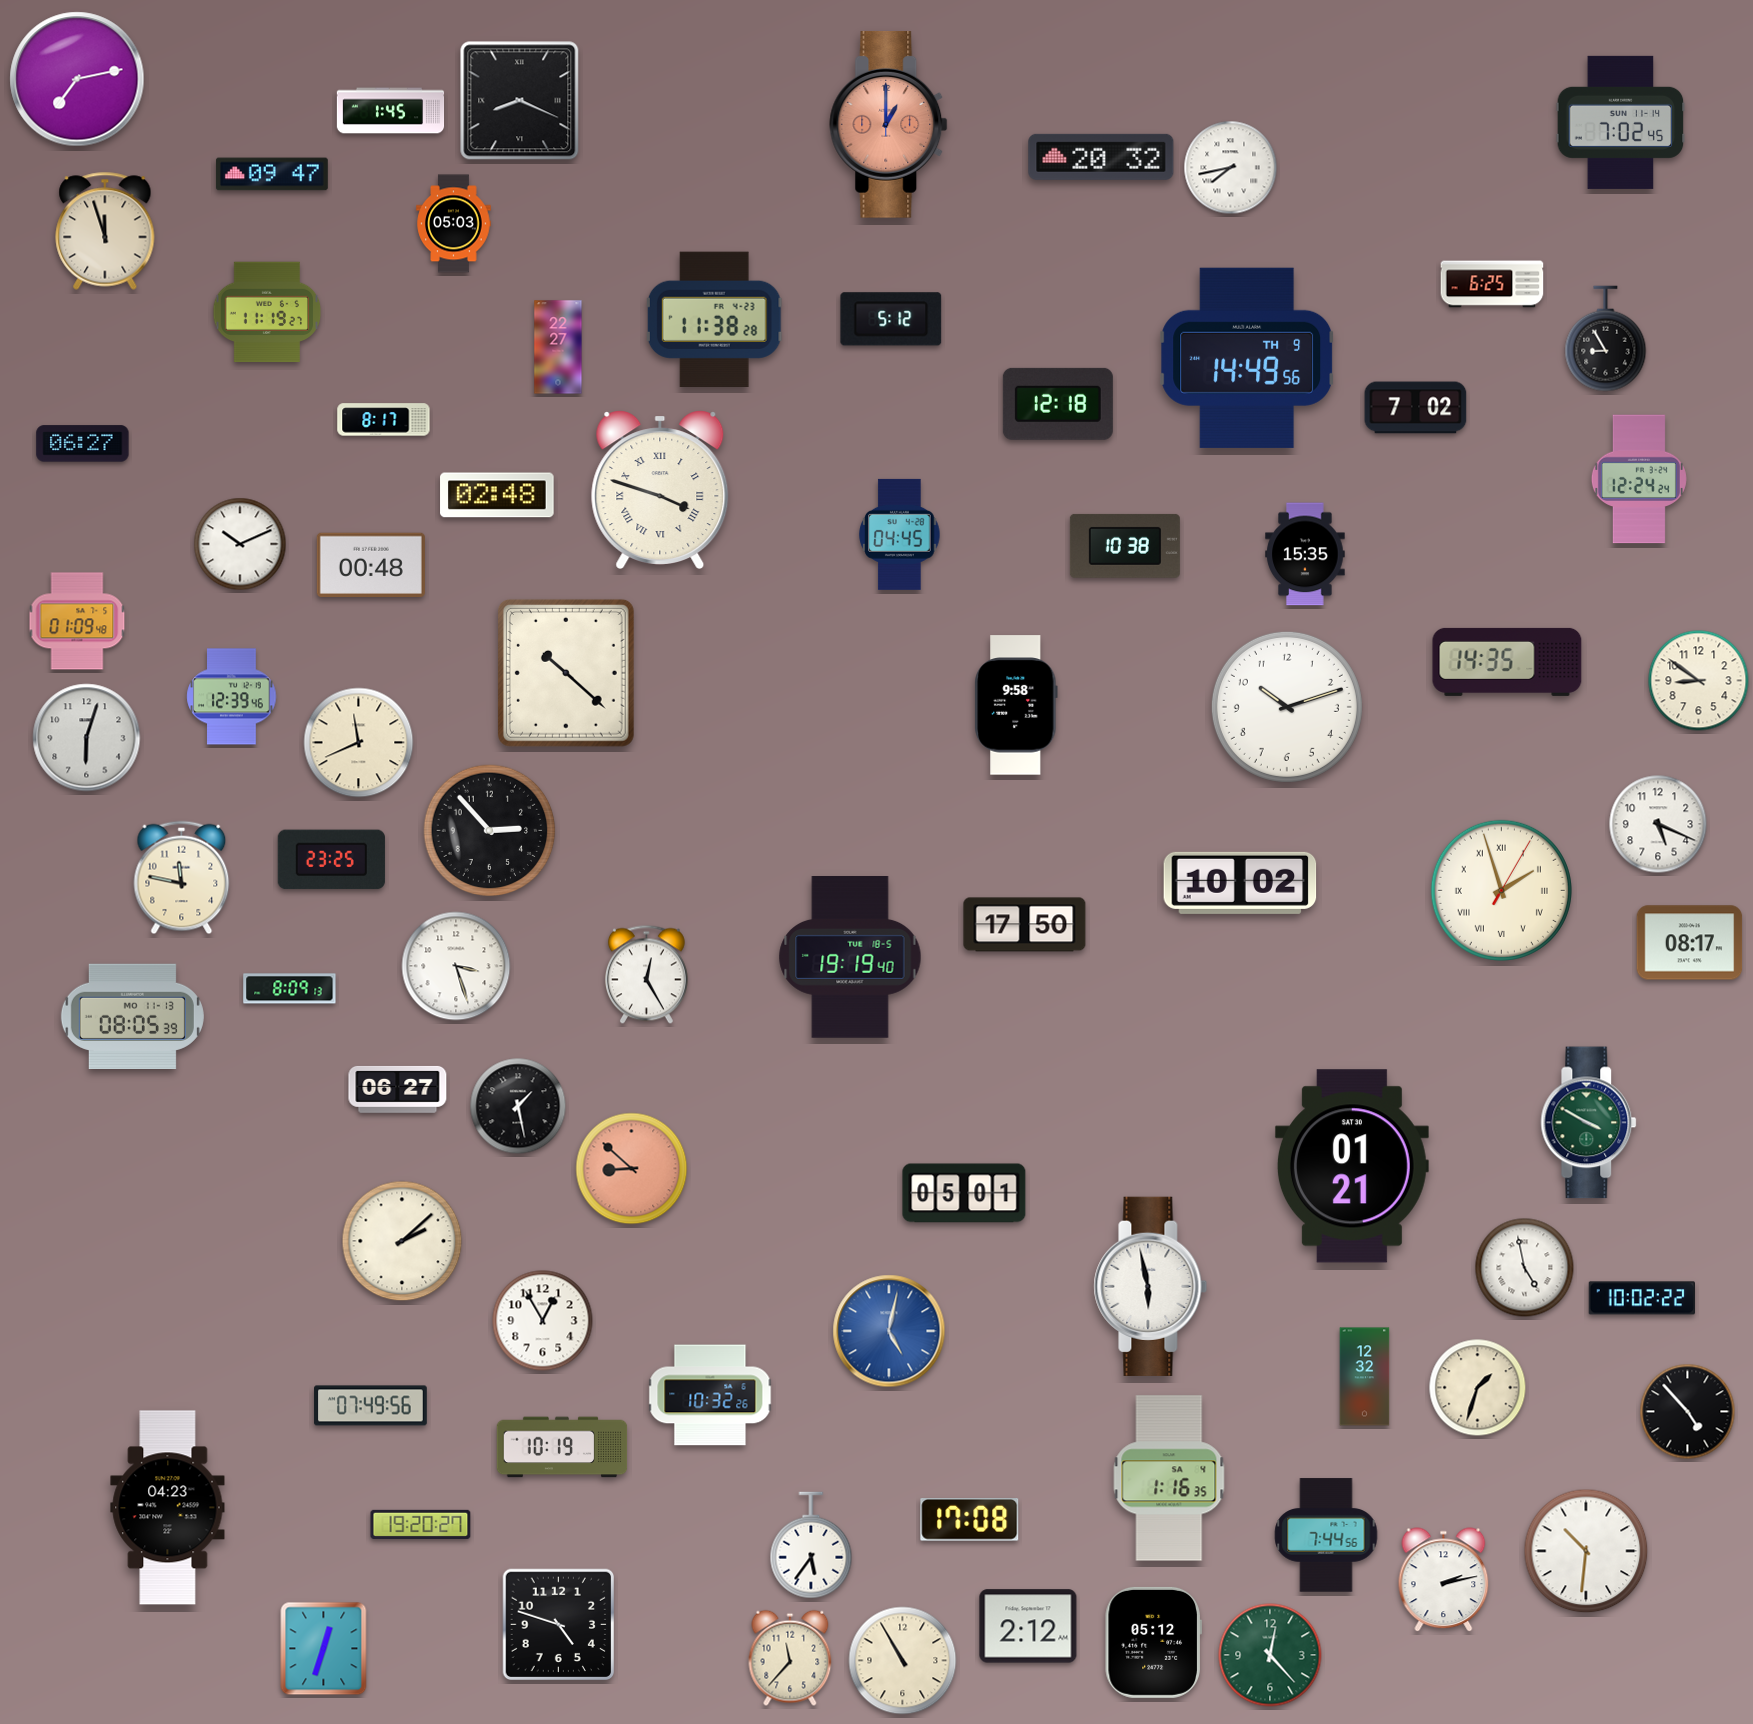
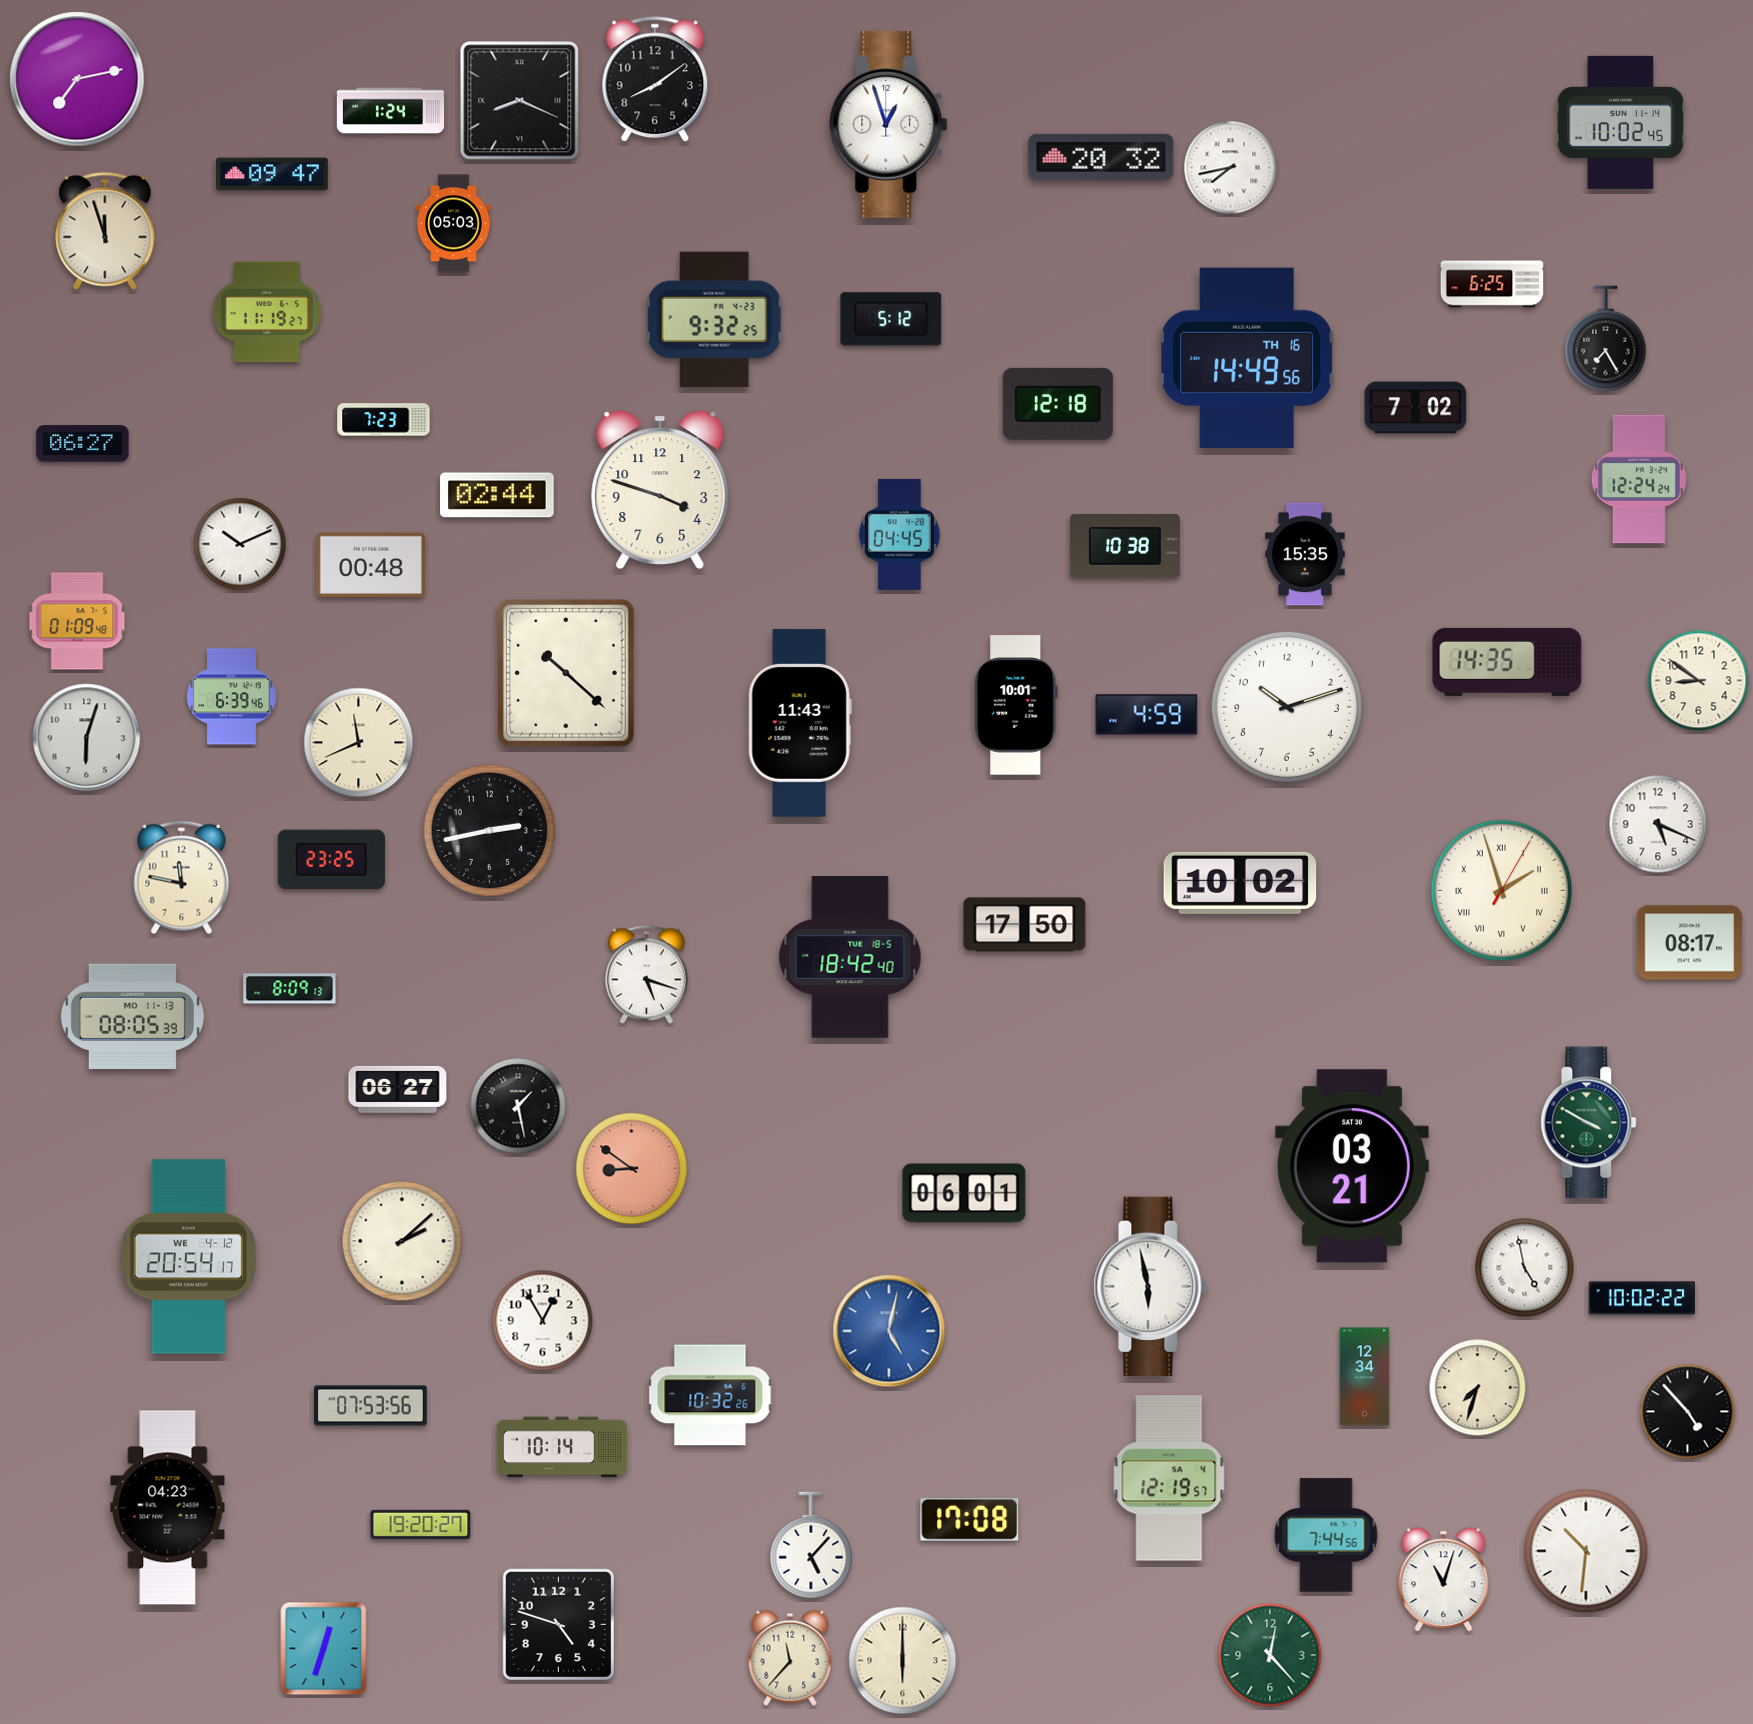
clock at (655, 80): none -> 8:09
clock at (391, 111): 1:45 -> 1:24
clock at (1621, 122): 7:02 -> 10:02
clock at (889, 125): 1:00 -> 12:57
clock at (889, 125) dial: salmon -> white
clock at (715, 319): 11:38 -> 9:32
clock at (1606, 339): 8:55 -> 7:25
clock at (558, 347): 22:27 -> none
clock at (1248, 358) date: TH 9 -> TH 16
clock at (384, 420): 8:17 -> 7:23
clock at (660, 489) numerals: Roman -> Arabic
clock at (497, 495): 02:48 -> 02:44
clock at (232, 697): 12:39 -> 6:39
clock at (1016, 705): 9:58 -> 10:01
clock at (1147, 715): none -> 4:59
clock at (800, 723): none -> 11:43
clock at (490, 831): 2:53 -> 2:43
clock at (850, 958): 19:19 -> 18:42
clock at (456, 966): 3:27 -> none
clock at (646, 975): 12:25 -> 5:18
clock at (1352, 1166): 01:21 -> 03:21
clock at (632, 1169): 8:52 -> 8:51
clock at (964, 1193): 05:01 -> 06:01
clock at (188, 1257): none -> 20:54
clock at (1365, 1377): 12:32 -> 12:34
clock at (1478, 1388): 1:33 -> 7:33
clock at (371, 1406): 07:49 -> 07:53
clock at (562, 1447): 10:19 -> 10:14
clock at (1169, 1478): 1:16 -> 12:19
clock at (811, 1545): 5:36 -> 5:07
clock at (1444, 1580): 2:13 -> 11:03
clock at (1028, 1626): 2:12 -> none
clock at (1153, 1642): 05:12 -> none
clock at (903, 1661): 10:55 -> 6:00
